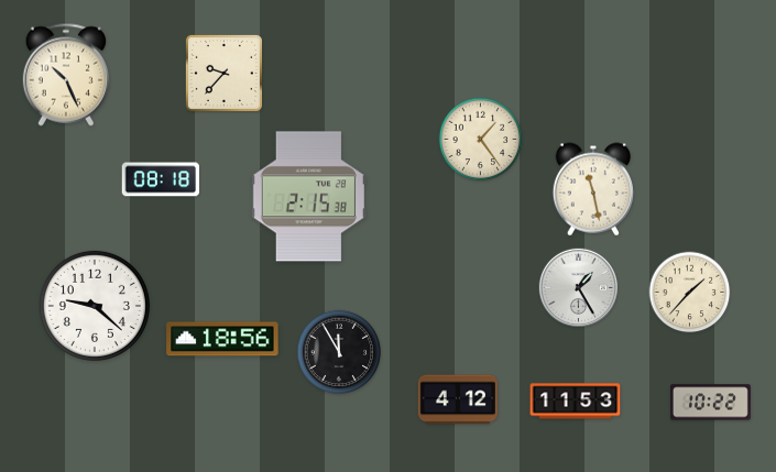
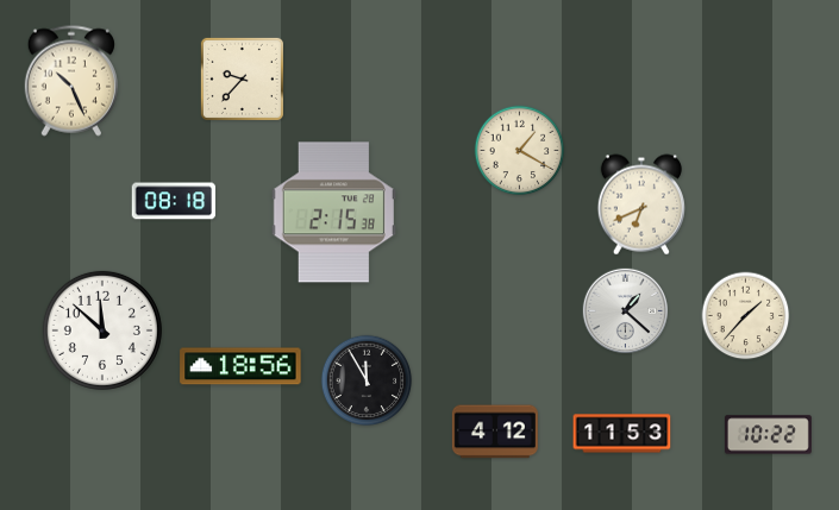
clock at (481, 140): 1:24 -> 1:20
clock at (161, 179) position: (161, 179) -> (174, 201)
clock at (593, 189): 11:28 -> 6:41
clock at (579, 288): 1:25 -> 1:22
clock at (95, 306): 9:22 -> 11:52
